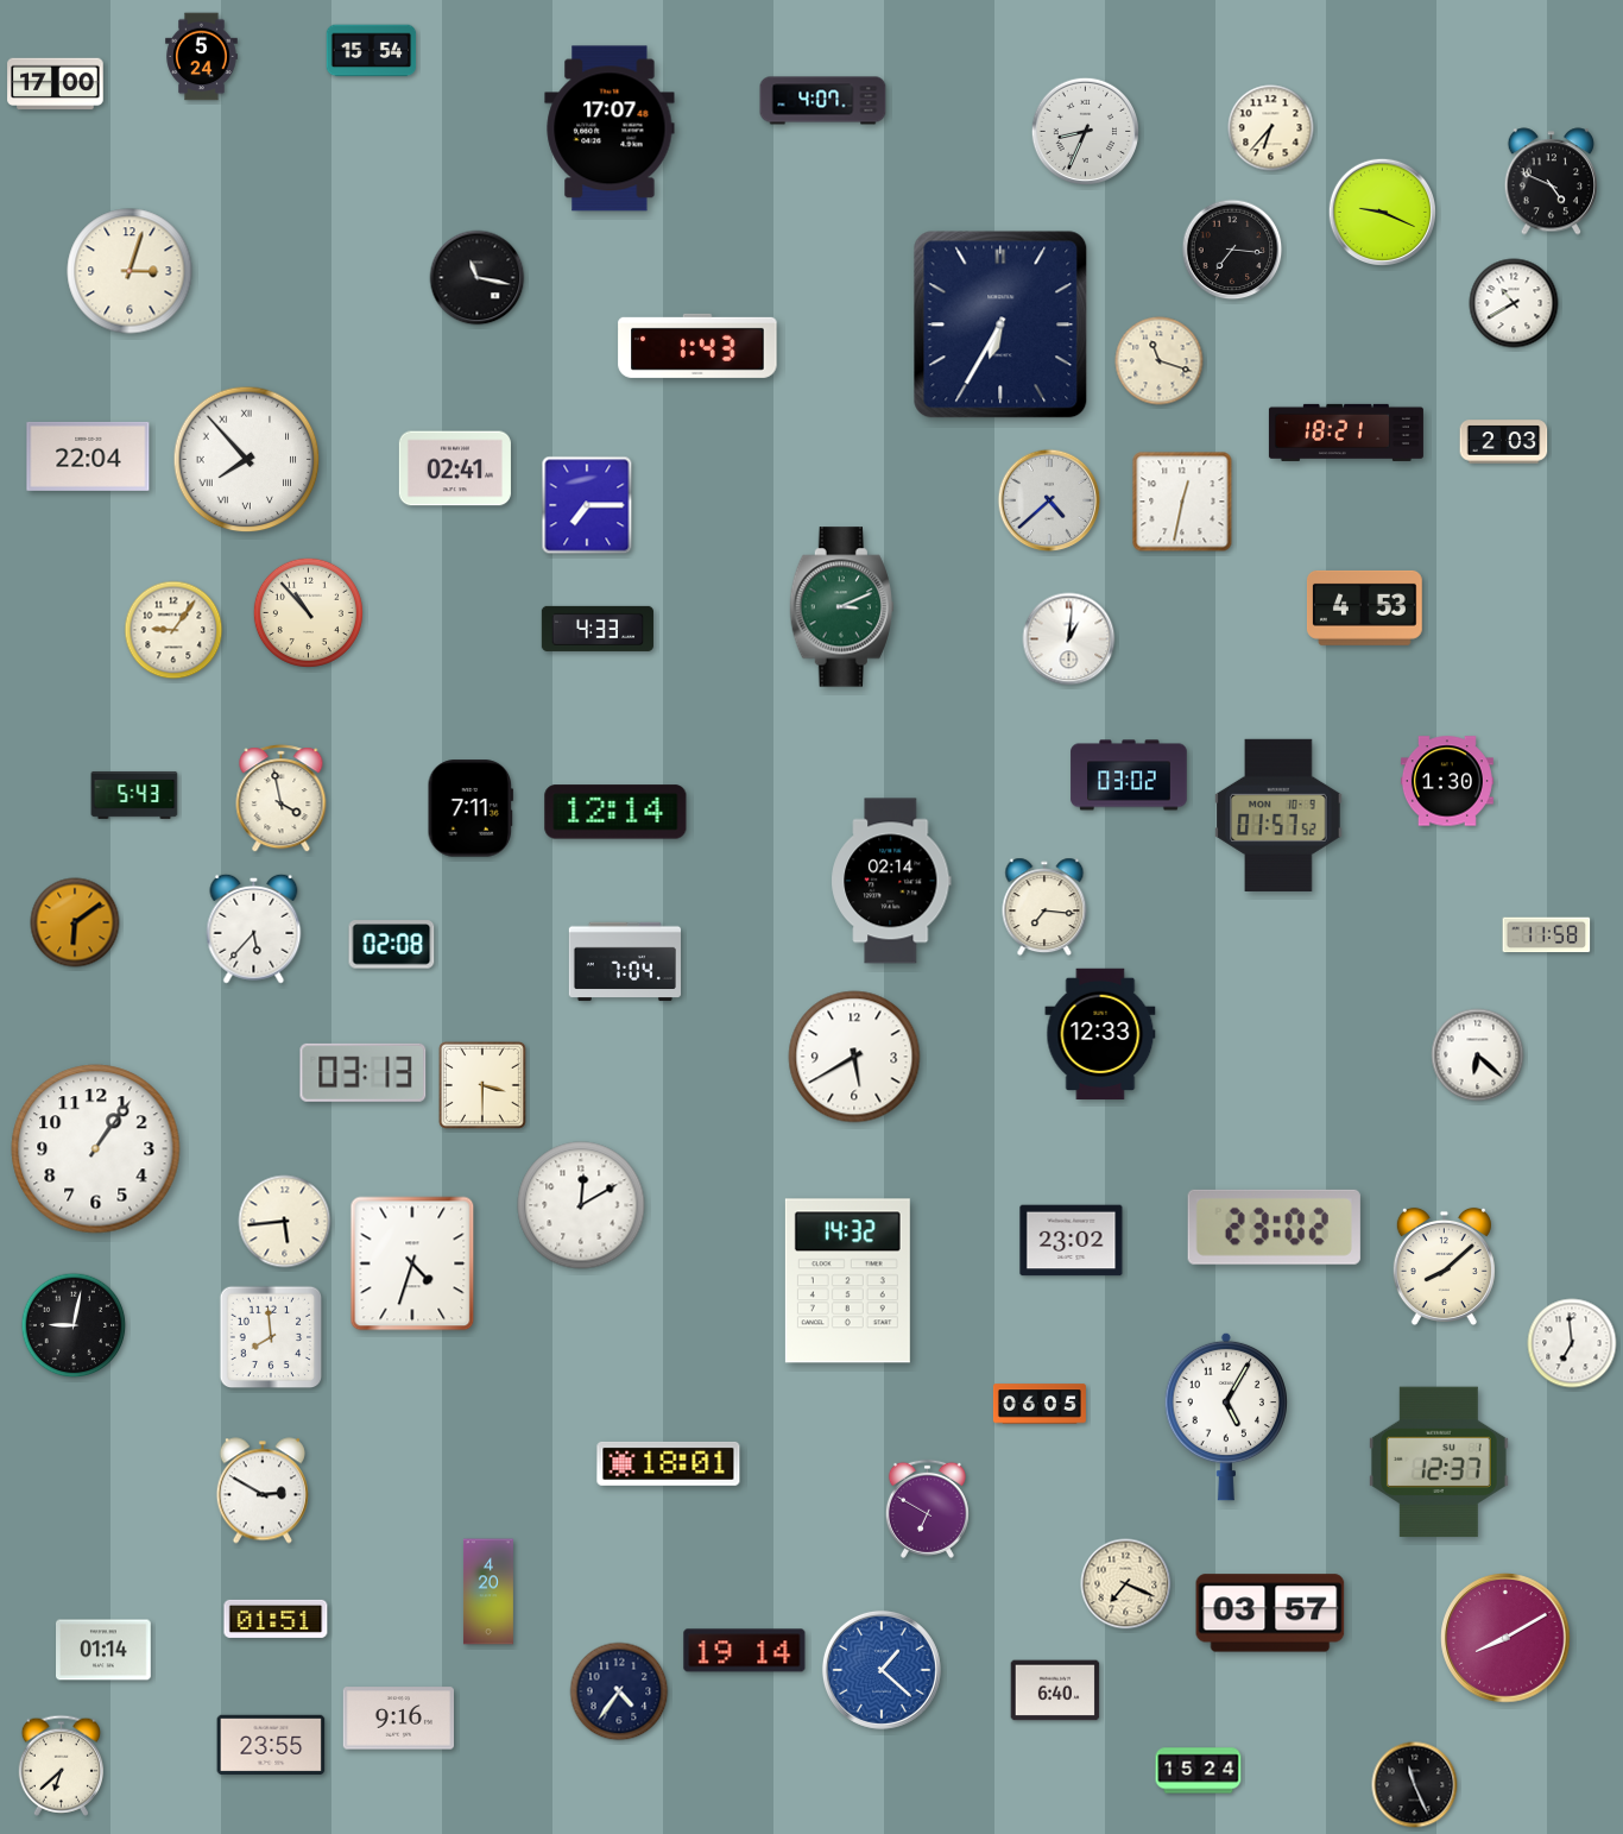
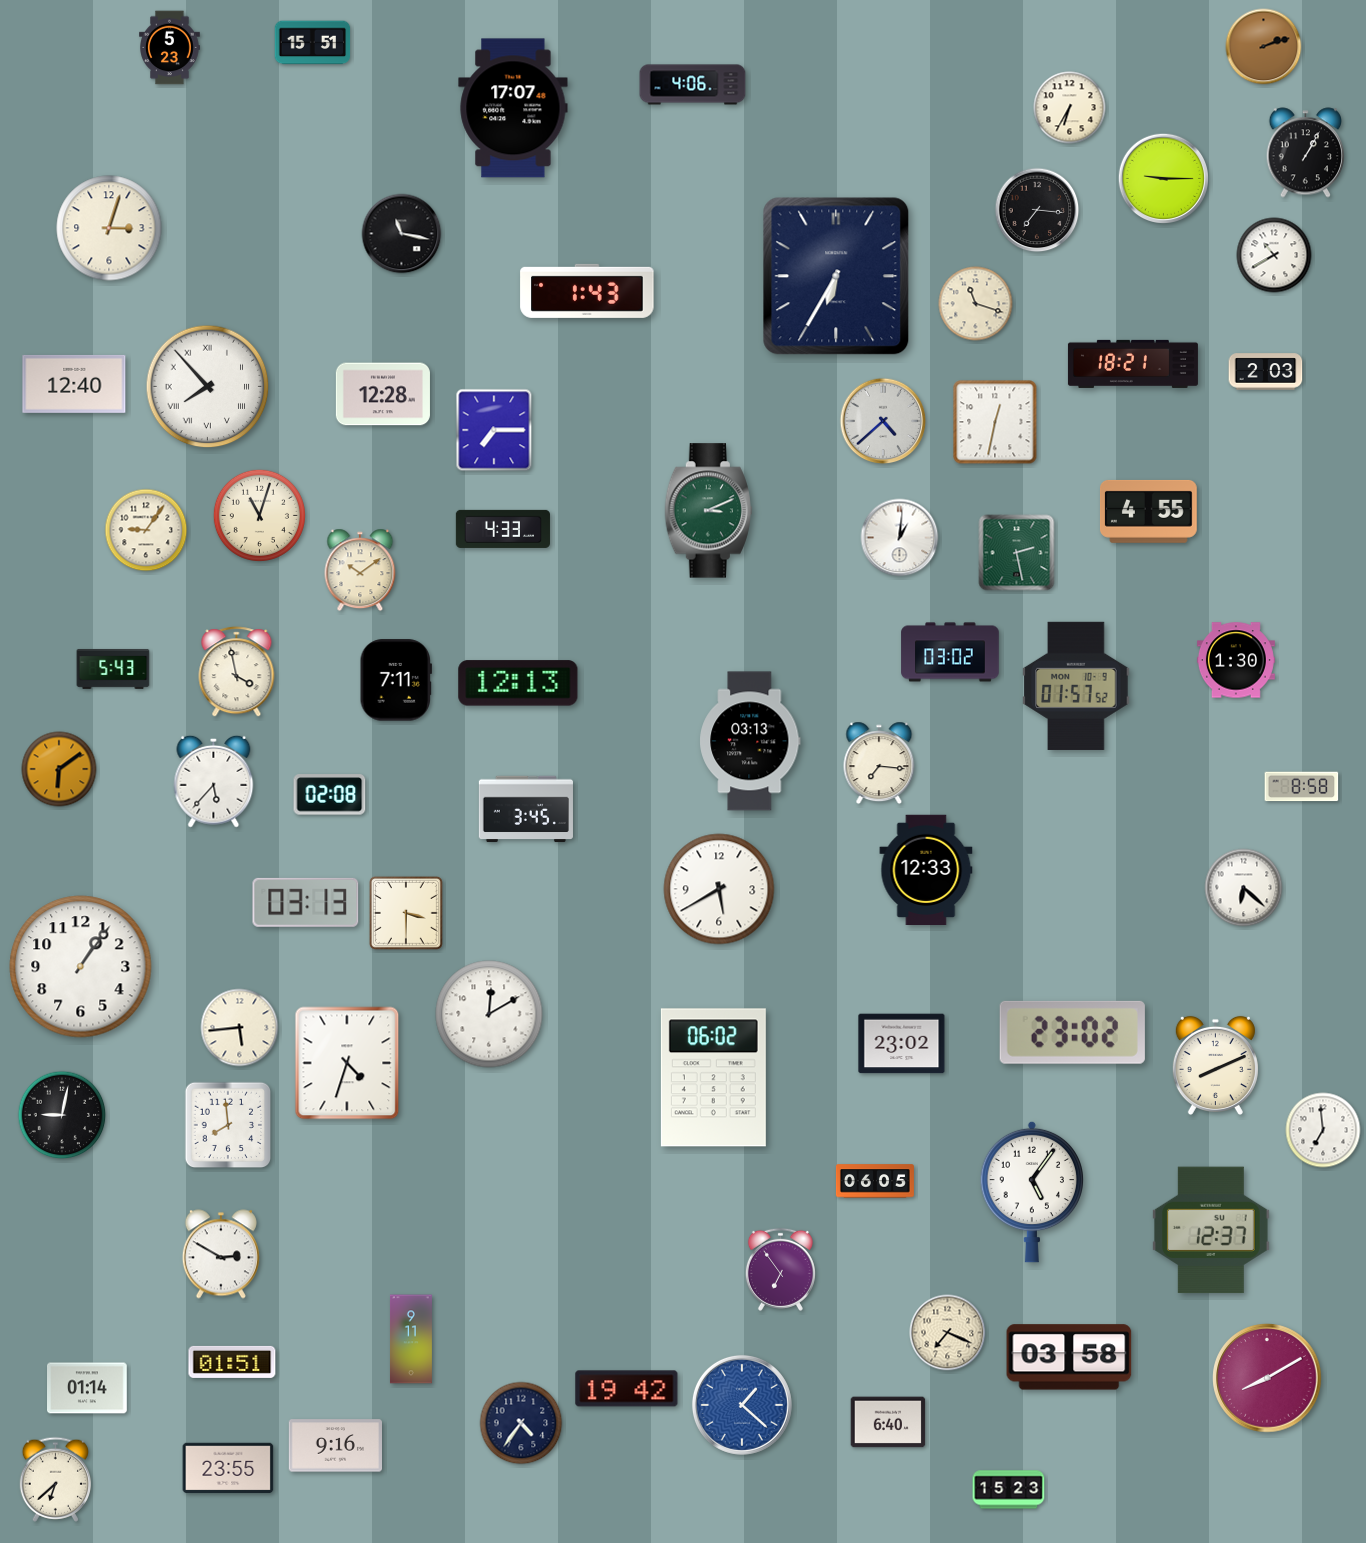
clock at (372, 51): 15:54 -> 15:51
clock at (1264, 47): none -> 2:12
clock at (202, 57): 5:24 -> 5:23
clock at (56, 84): 17:00 -> none
clock at (823, 101): 4:07 -> 4:06
clock at (1271, 128): 6:37 -> 6:35
clock at (1085, 131): 8:34 -> none
clock at (1551, 182): 4:49 -> 1:05
clock at (1382, 212): 9:19 -> 9:15
clock at (1000, 324) position: (1000, 324) -> (836, 276)
clock at (88, 456): 22:04 -> 12:40
clock at (455, 468): 02:41 -> 12:28
clock at (587, 505) position: (587, 505) -> (494, 430)
clock at (1365, 607): 4:53 -> 4:55
clock at (308, 612): 10:53 -> 11:03
clock at (1017, 553): none -> 2:28
clock at (360, 570): none -> 10:09
clock at (1447, 781) position: (1447, 781) -> (1236, 660)
clock at (615, 812): 12:14 -> 12:13
clock at (891, 881): 02:14 -> 03:13
clock at (75, 922) position: (75, 922) -> (59, 769)
clock at (1547, 935): 11:58 -> 8:58
clock at (625, 962): 7:04 -> 3:45
clock at (1444, 1266): 8:08 -> 8:11
clock at (847, 1281): 14:32 -> 06:02
clock at (1225, 1417): 5:05 -> 5:06
clock at (669, 1463): 18:01 -> none
clock at (927, 1508): 6:50 -> 6:54
clock at (488, 1592): 4:20 -> 9:11
clock at (1270, 1613): 03:57 -> 03:58
clock at (745, 1651): 19:14 -> 19:42
clock at (61, 1765) position: (61, 1765) -> (55, 1479)
clock at (1199, 1771): 15:24 -> 15:23
clock at (1415, 1785): 11:26 -> none
